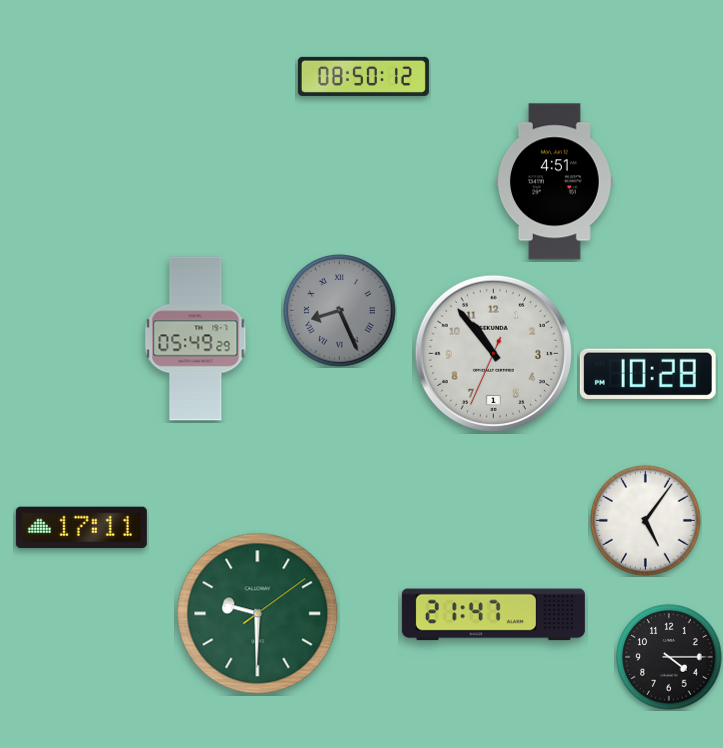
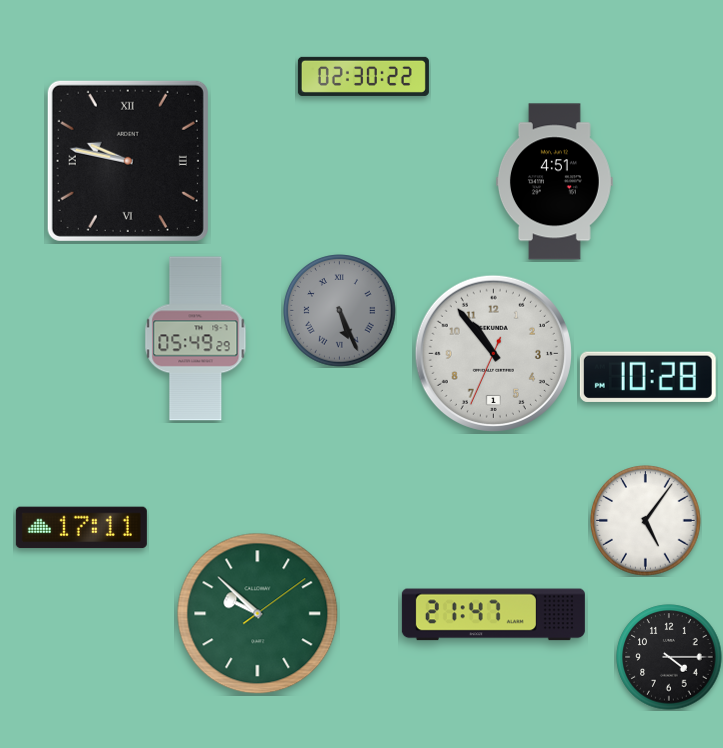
clock at (363, 76): 08:50 -> 02:30
clock at (128, 161): none -> 9:47
clock at (340, 311): 8:26 -> 5:26
clock at (648, 374) position: (648, 374) -> (648, 377)
clock at (258, 614): 9:30 -> 9:52
